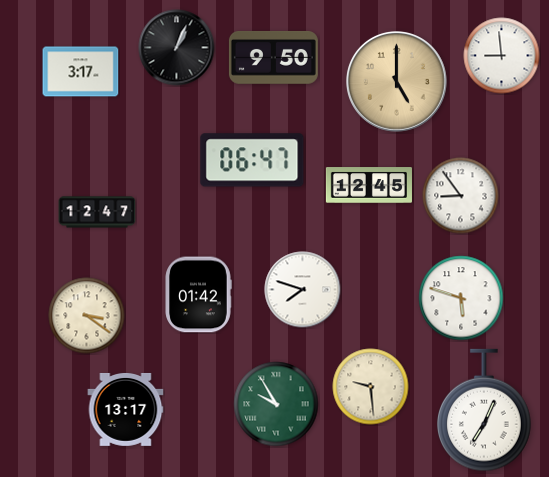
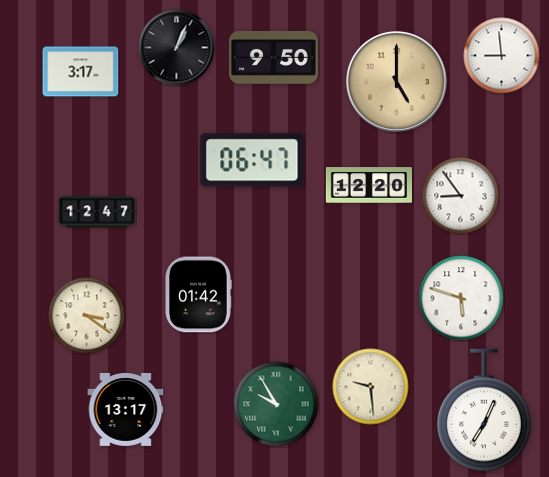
clock at (369, 185): 12:45 -> 12:20
clock at (303, 290): 7:48 -> none
